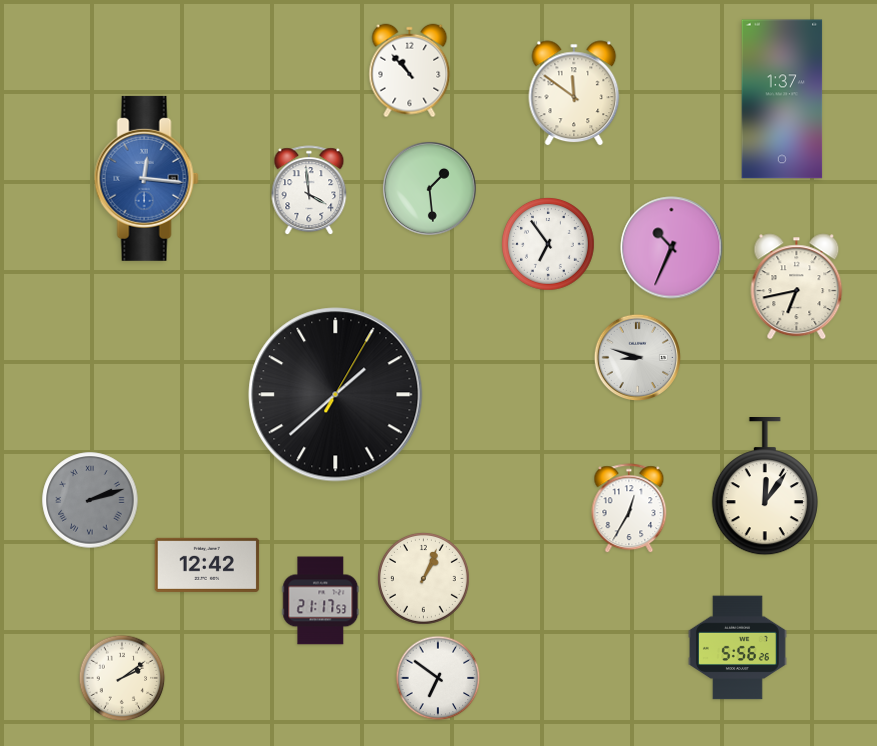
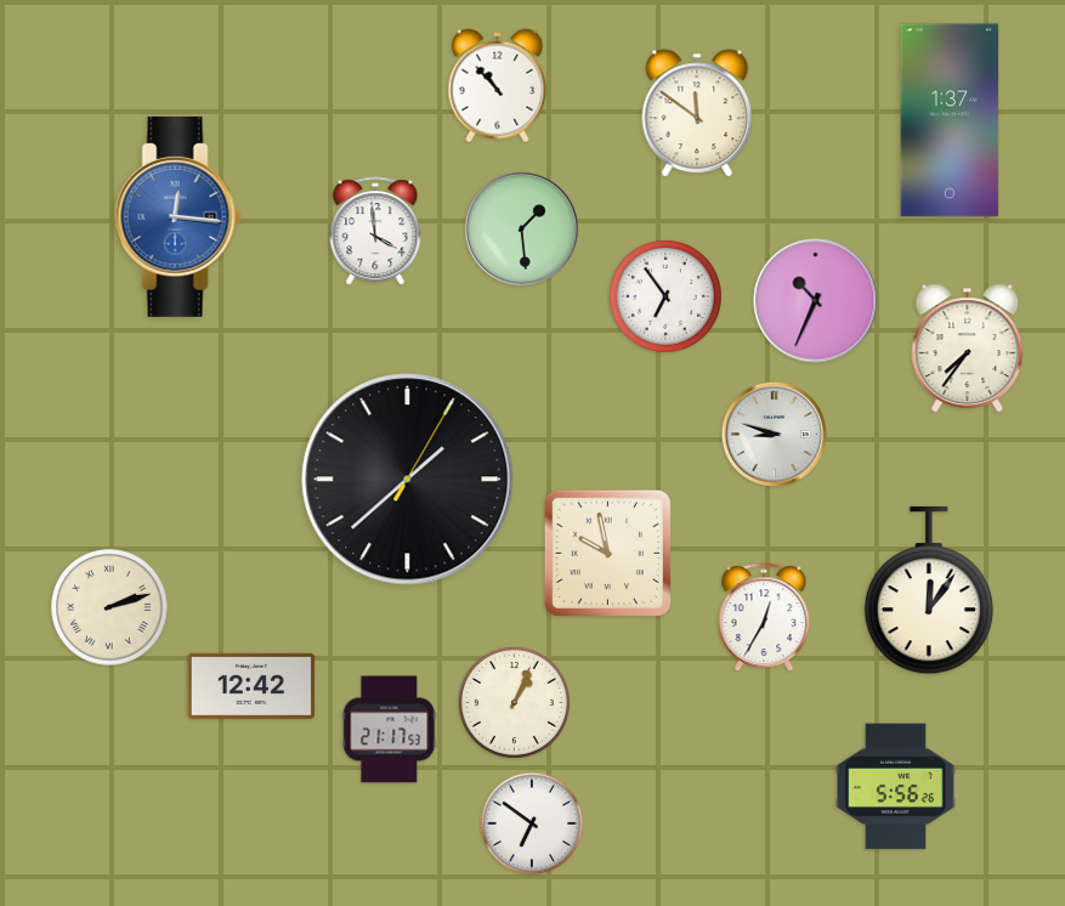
clock at (797, 287): 6:43 -> 7:36
clock at (607, 553): none -> 9:58
clock at (90, 500) dial: grey -> cream
clock at (122, 678): 2:09 -> none
